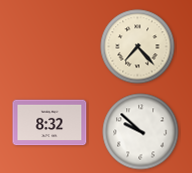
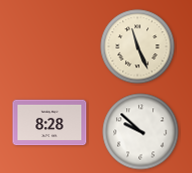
clock at (138, 47): 7:23 -> 11:26
clock at (50, 123): 8:32 -> 8:28
